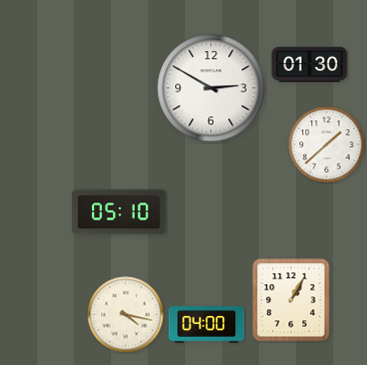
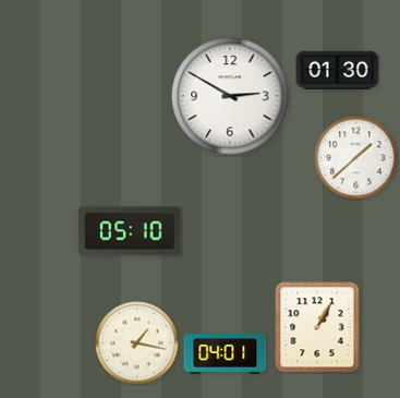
clock at (126, 315): 4:17 -> 1:17
clock at (207, 325): 04:00 -> 04:01
